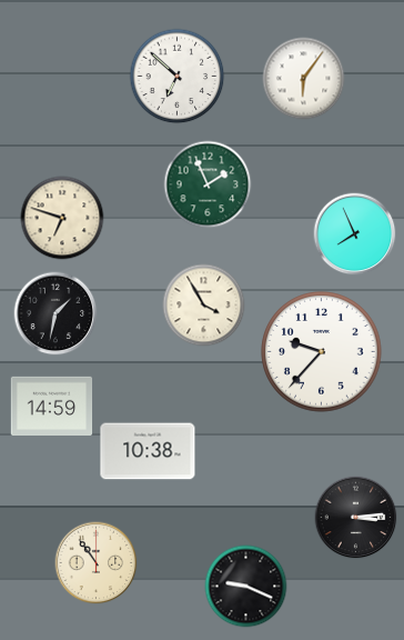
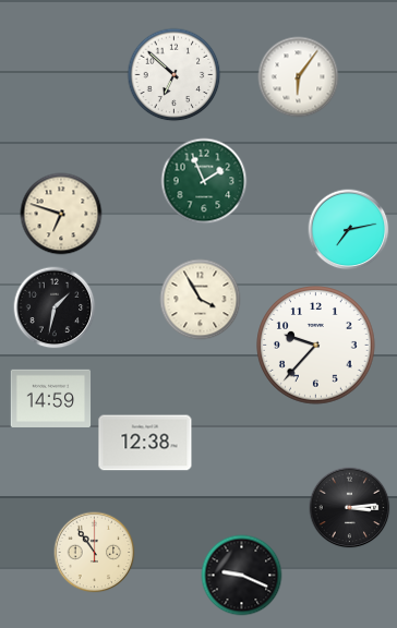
clock at (355, 234): 7:56 -> 7:13
clock at (148, 451): 10:38 -> 12:38
